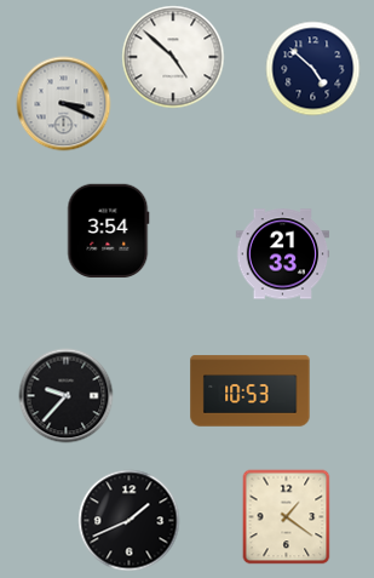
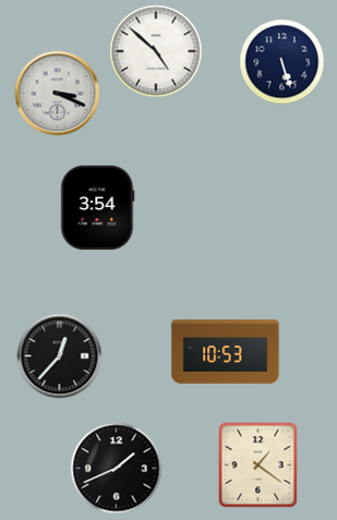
clock at (312, 68): 4:52 -> 5:27
clock at (282, 254): 21:33 -> none
clock at (65, 395): 9:37 -> 12:37
